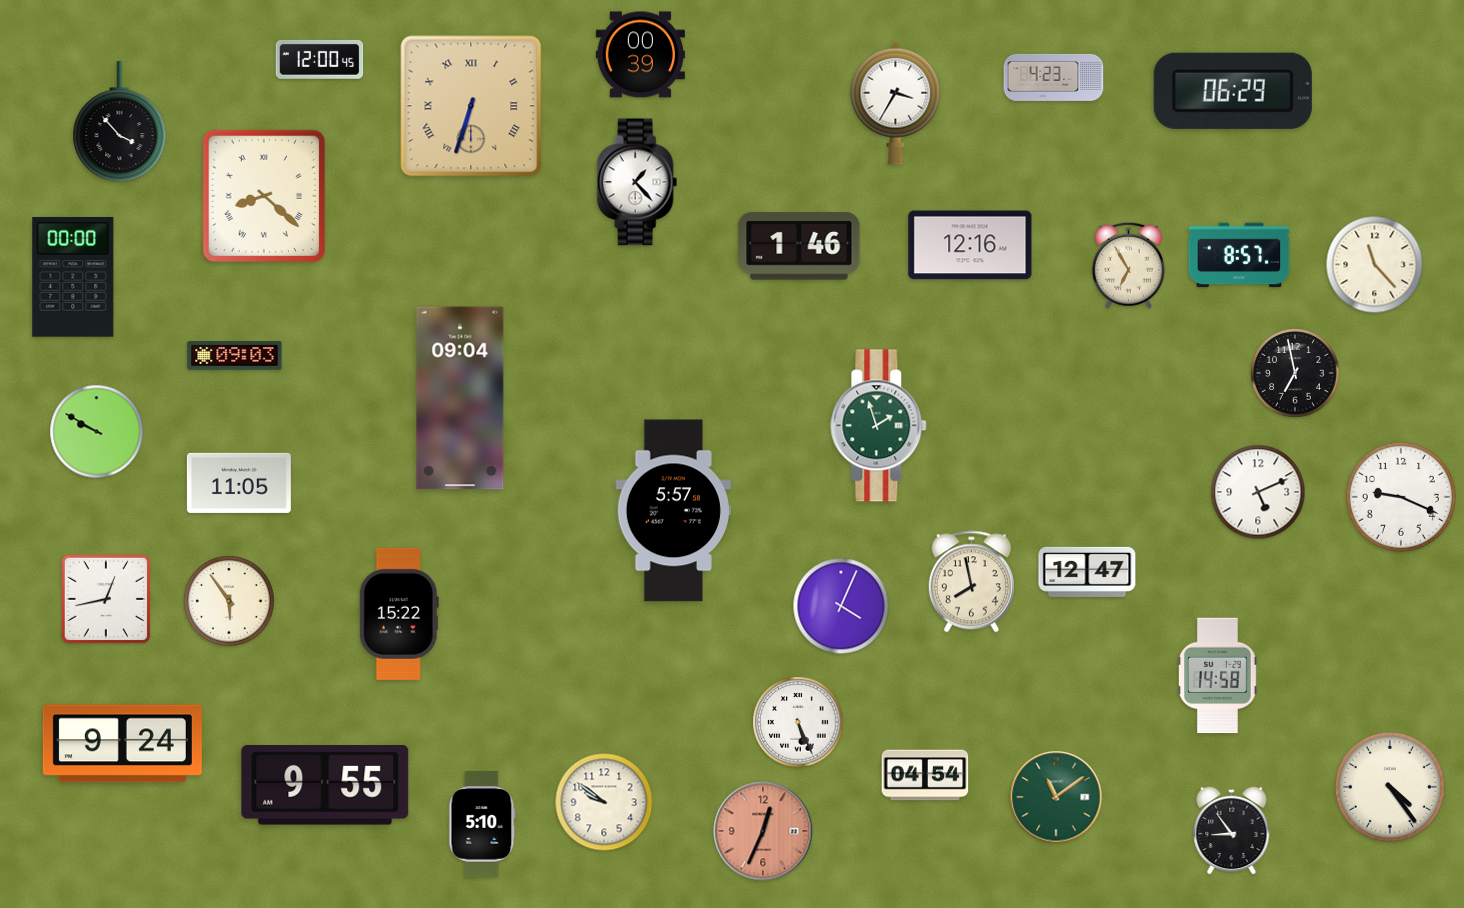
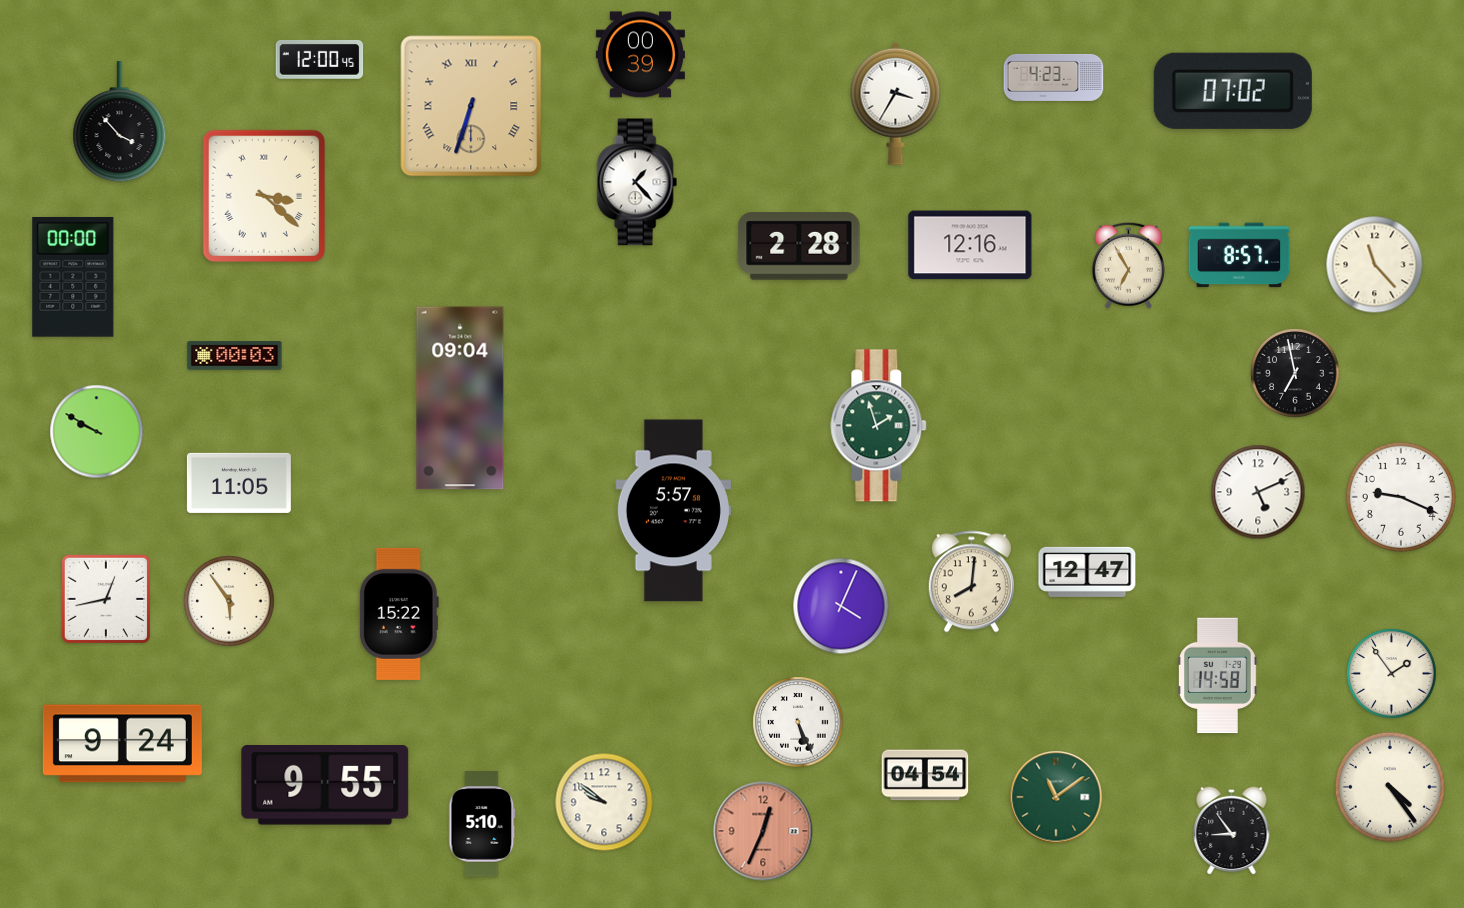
clock at (1233, 91): 06:29 -> 07:02
clock at (264, 195): 8:22 -> 3:22
clock at (799, 246): 1:46 -> 2:28
clock at (235, 356): 09:03 -> 00:03
clock at (971, 582): 7:58 -> 8:01
clock at (1392, 674): none -> 1:54
